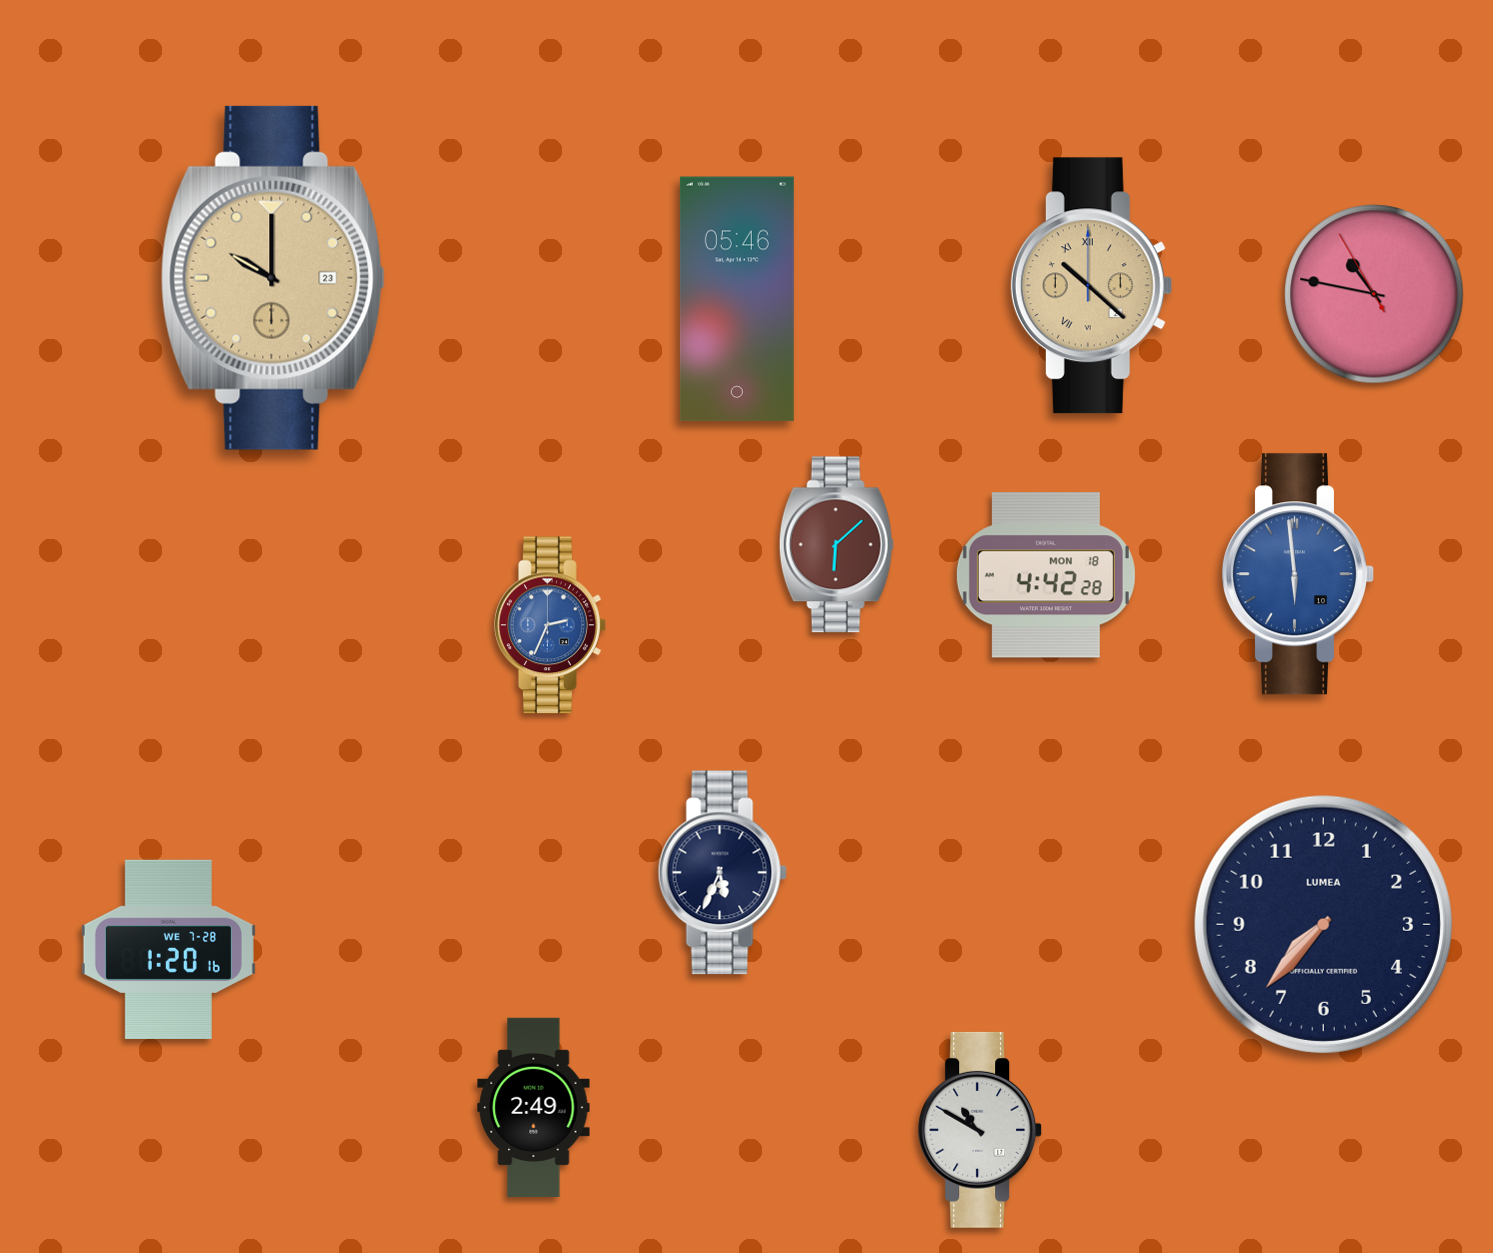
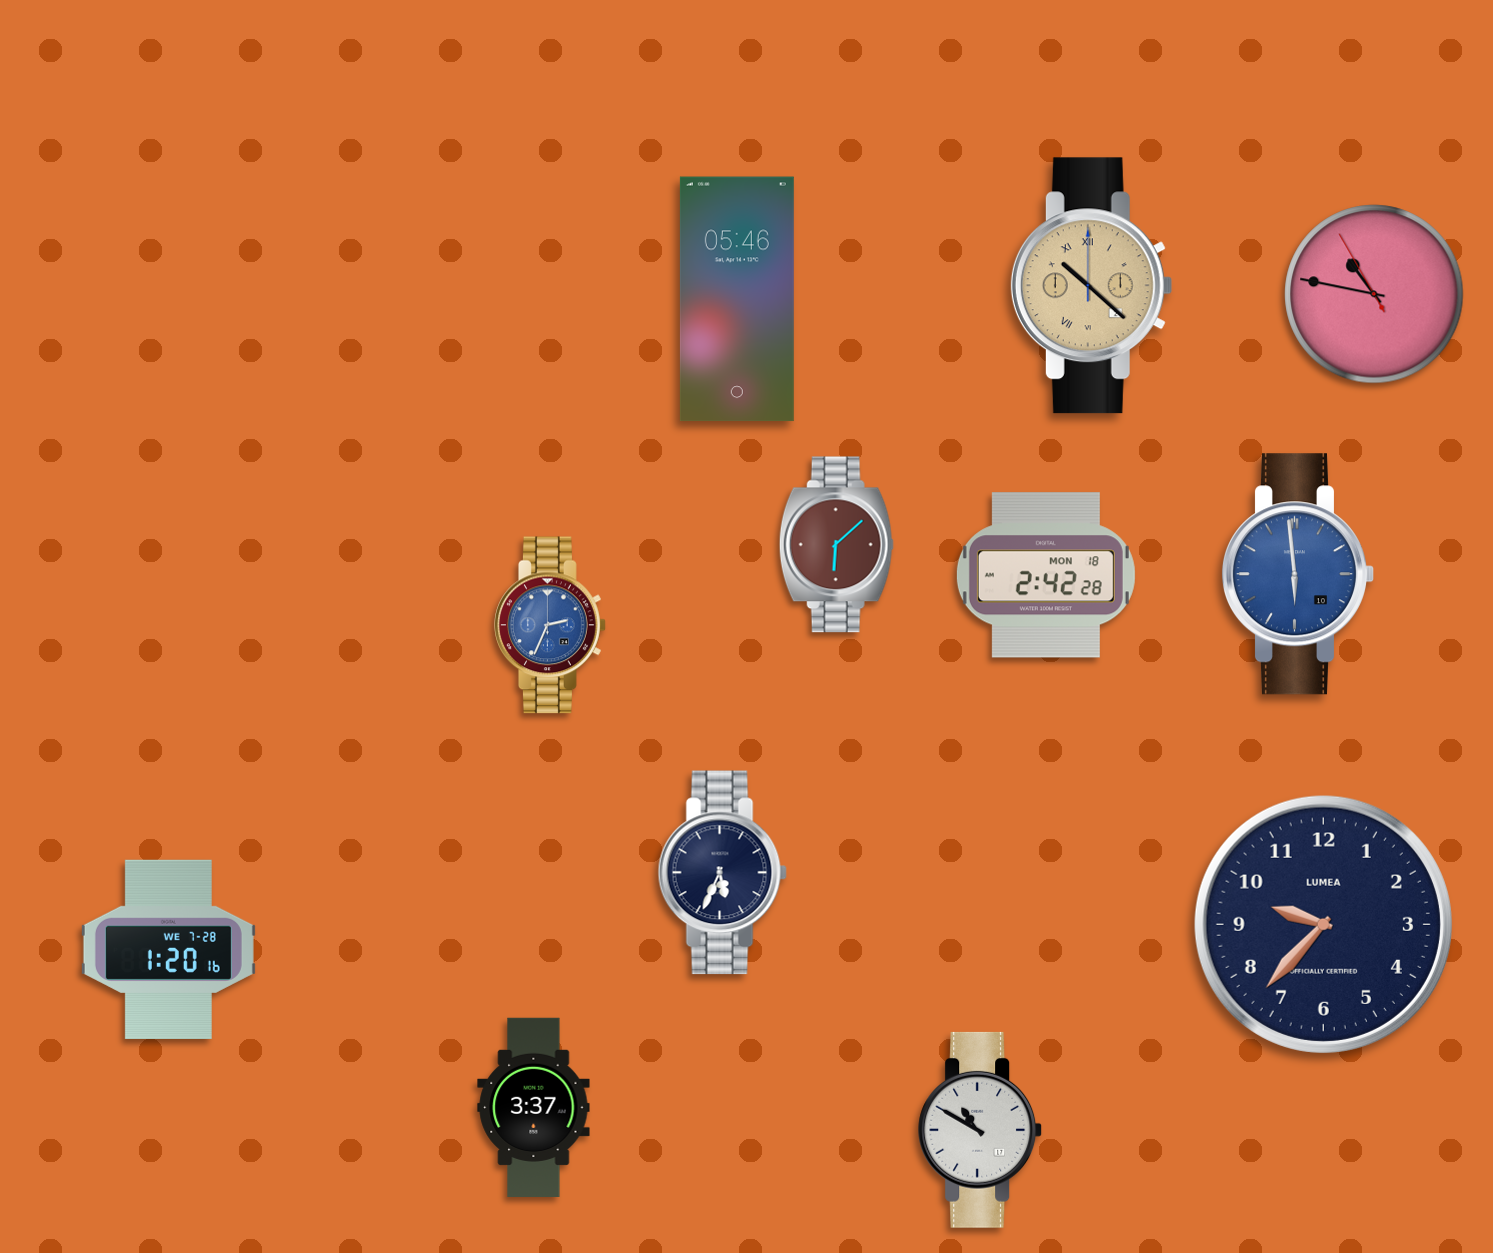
clock at (273, 278): 10:00 -> none
clock at (1046, 575): 4:42 -> 2:42
clock at (1323, 924): 7:37 -> 9:37
clock at (534, 1107): 2:49 -> 3:37
